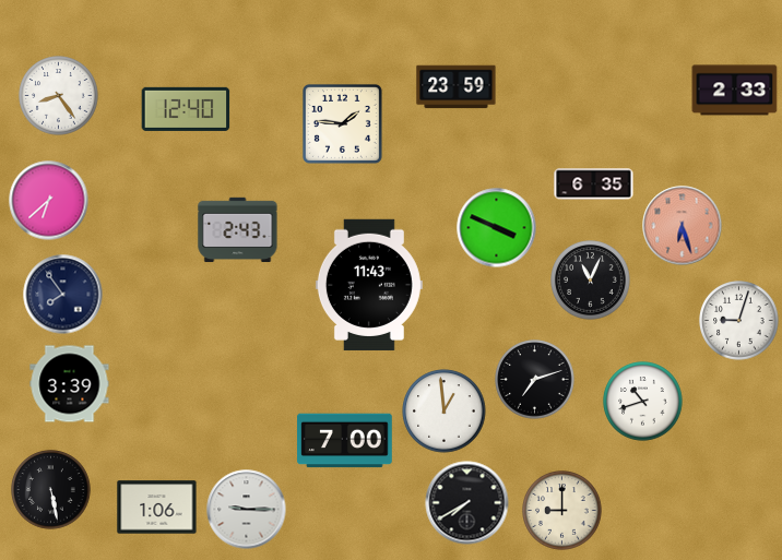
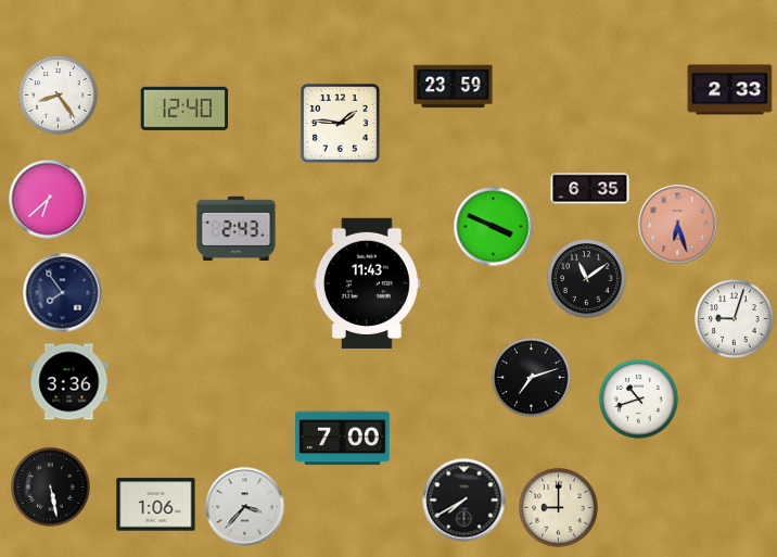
clock at (594, 184) position: (594, 184) -> (590, 189)
clock at (591, 281): 11:04 -> 11:09
clock at (70, 384): 3:39 -> 3:36
clock at (445, 412): 12:59 -> none
clock at (247, 510): 9:15 -> 3:37
